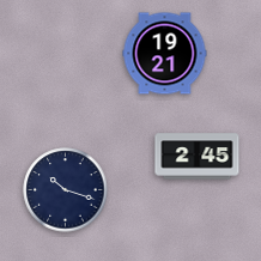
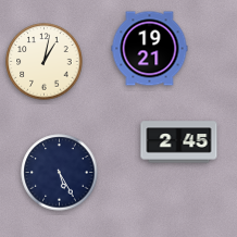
clock at (45, 62): none -> 1:02
clock at (66, 190): 10:18 -> 5:25
